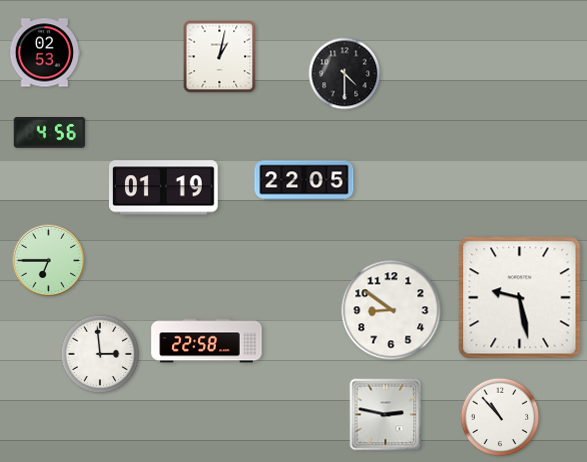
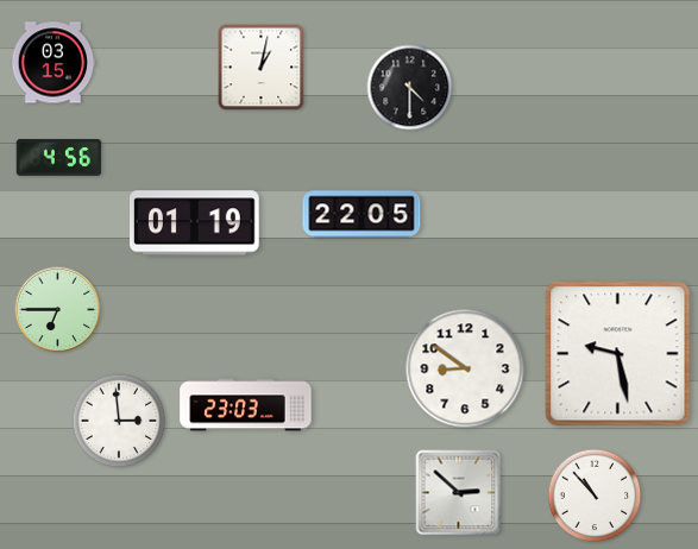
clock at (45, 53): 02:53 -> 03:15
clock at (207, 341): 22:58 -> 23:03
clock at (386, 415): 2:47 -> 2:52
